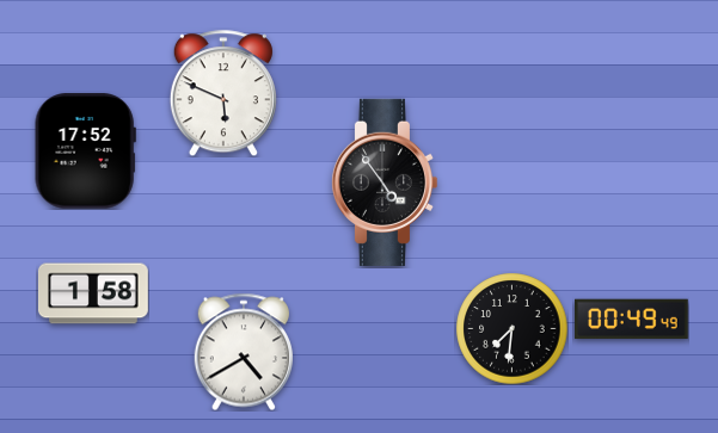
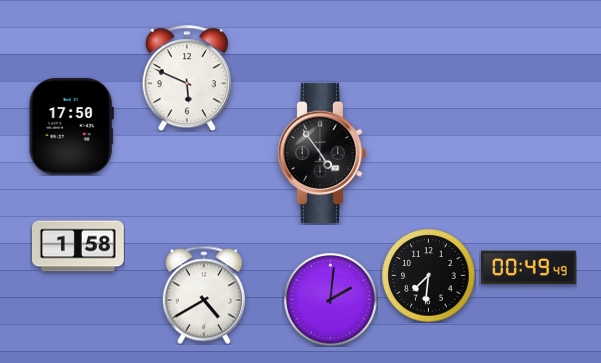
clock at (85, 151): 17:52 -> 17:50
clock at (330, 299): none -> 2:01
